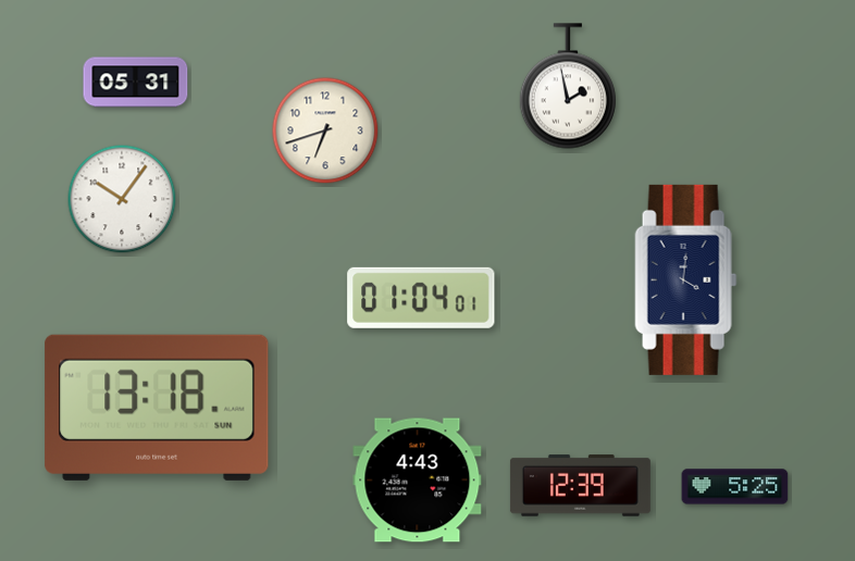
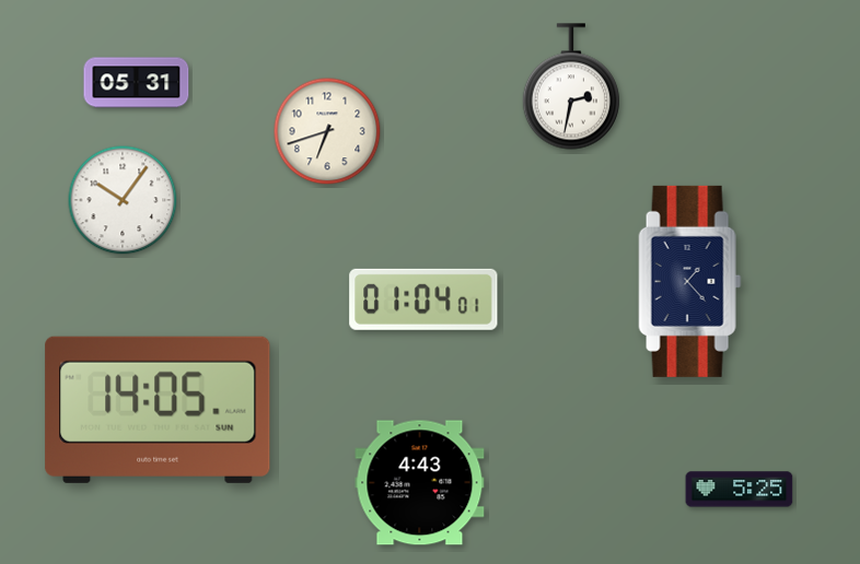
clock at (568, 86): 1:58 -> 2:32
clock at (686, 279): 4:01 -> 1:23
clock at (157, 408): 13:18 -> 14:05
clock at (580, 486): 12:39 -> none
